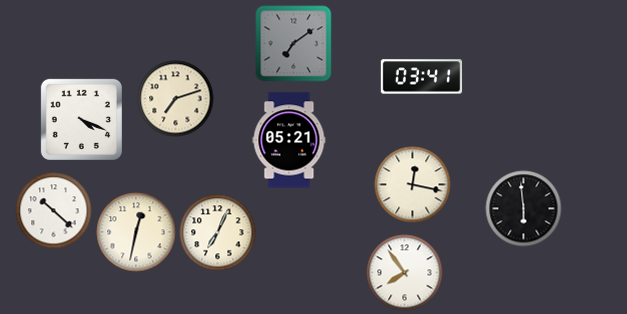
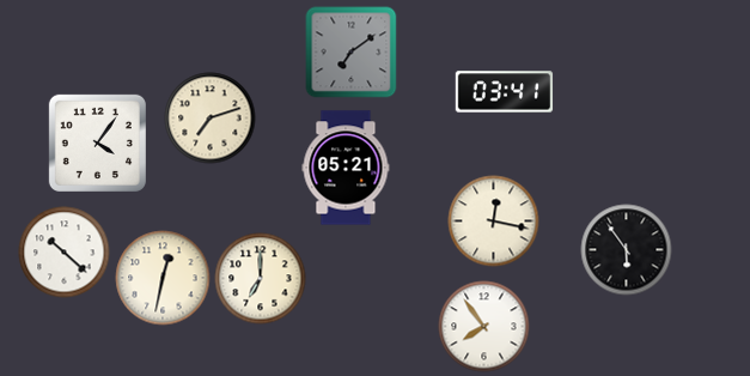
clock at (81, 119): 4:19 -> 4:06
clock at (524, 209): 5:59 -> 5:54
clock at (218, 233): 7:04 -> 7:00
